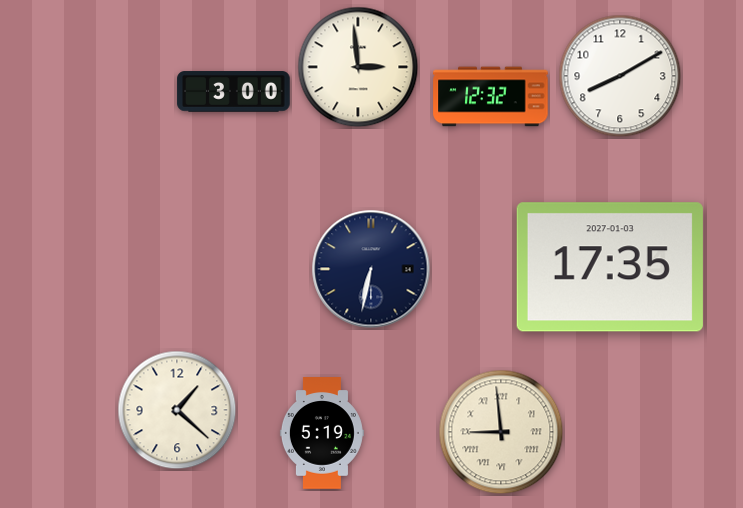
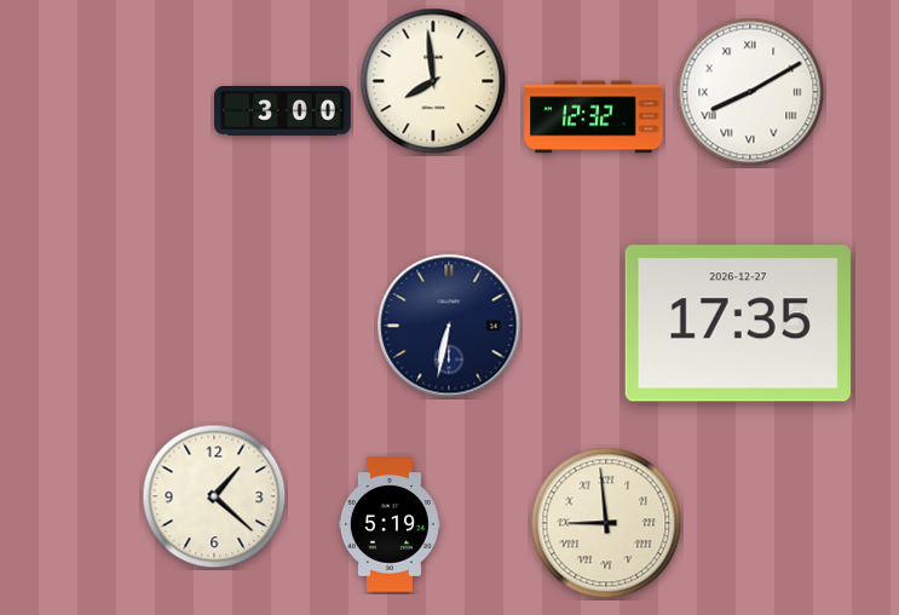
clock at (358, 67): 2:59 -> 7:59
clock at (620, 76) numerals: Arabic -> Roman
clock at (610, 267) date: 2027-01-03 -> 2026-12-27
